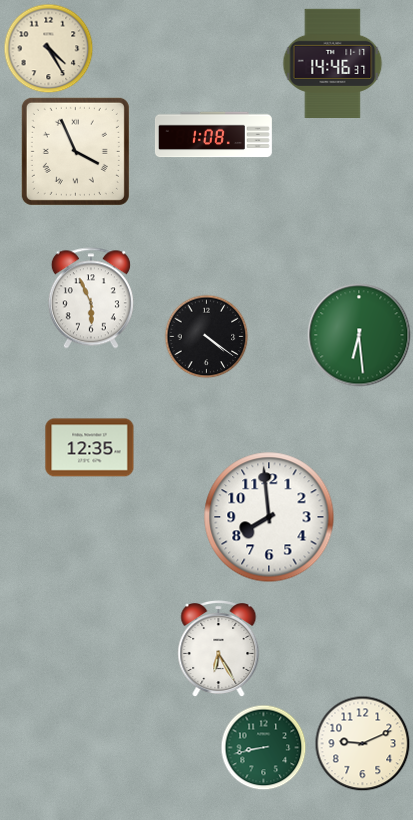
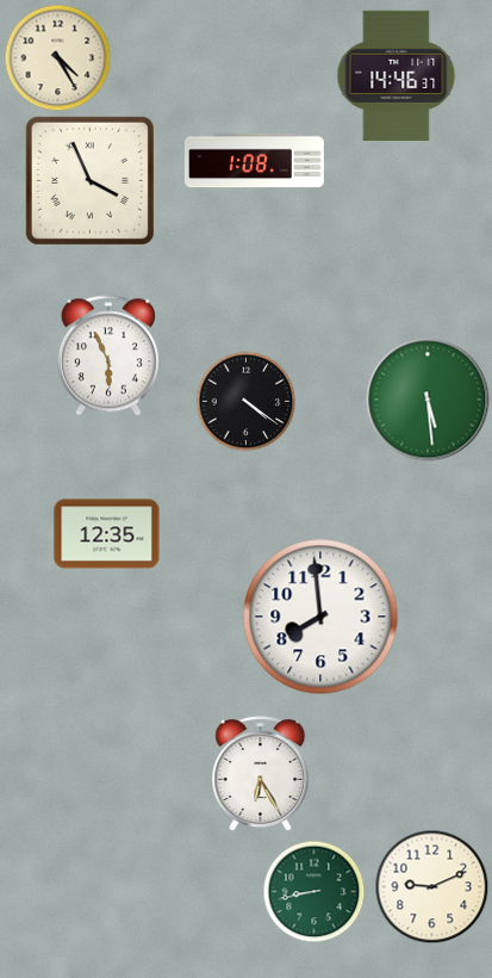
clock at (359, 335): 6:29 -> 5:29
